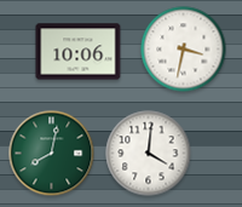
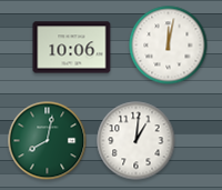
clock at (184, 50): 3:32 -> 12:02
clock at (149, 154): 4:01 -> 1:01
